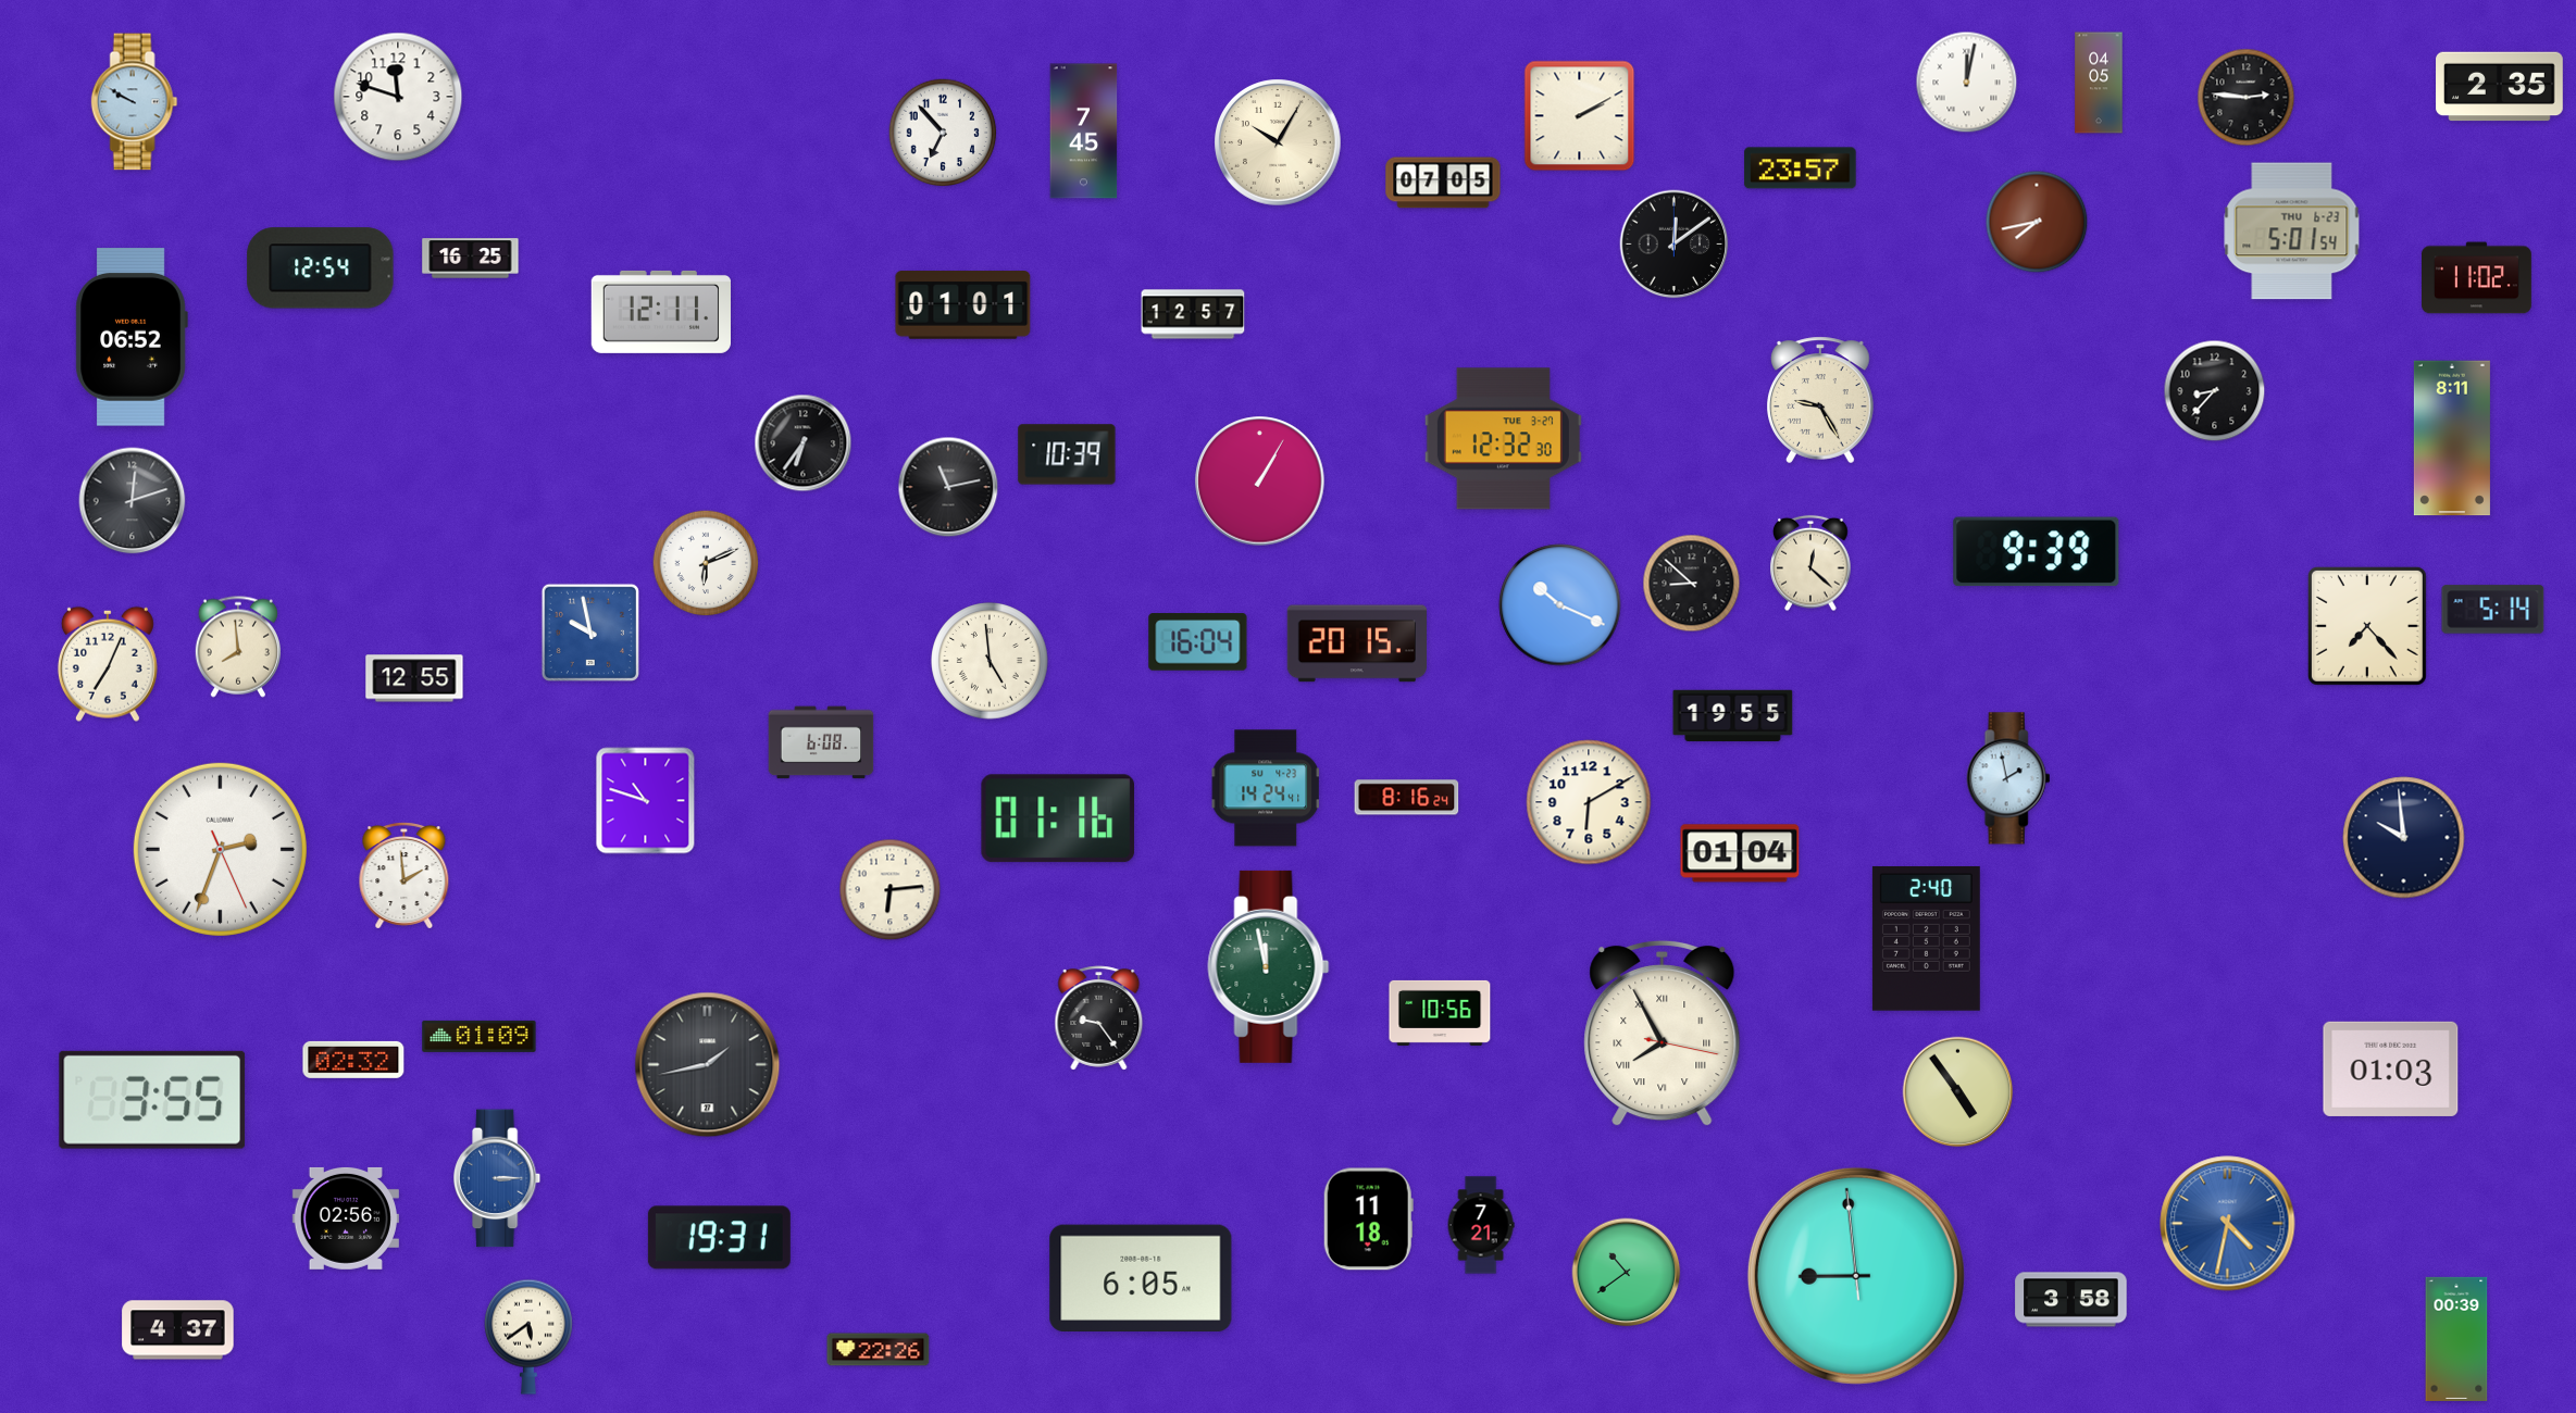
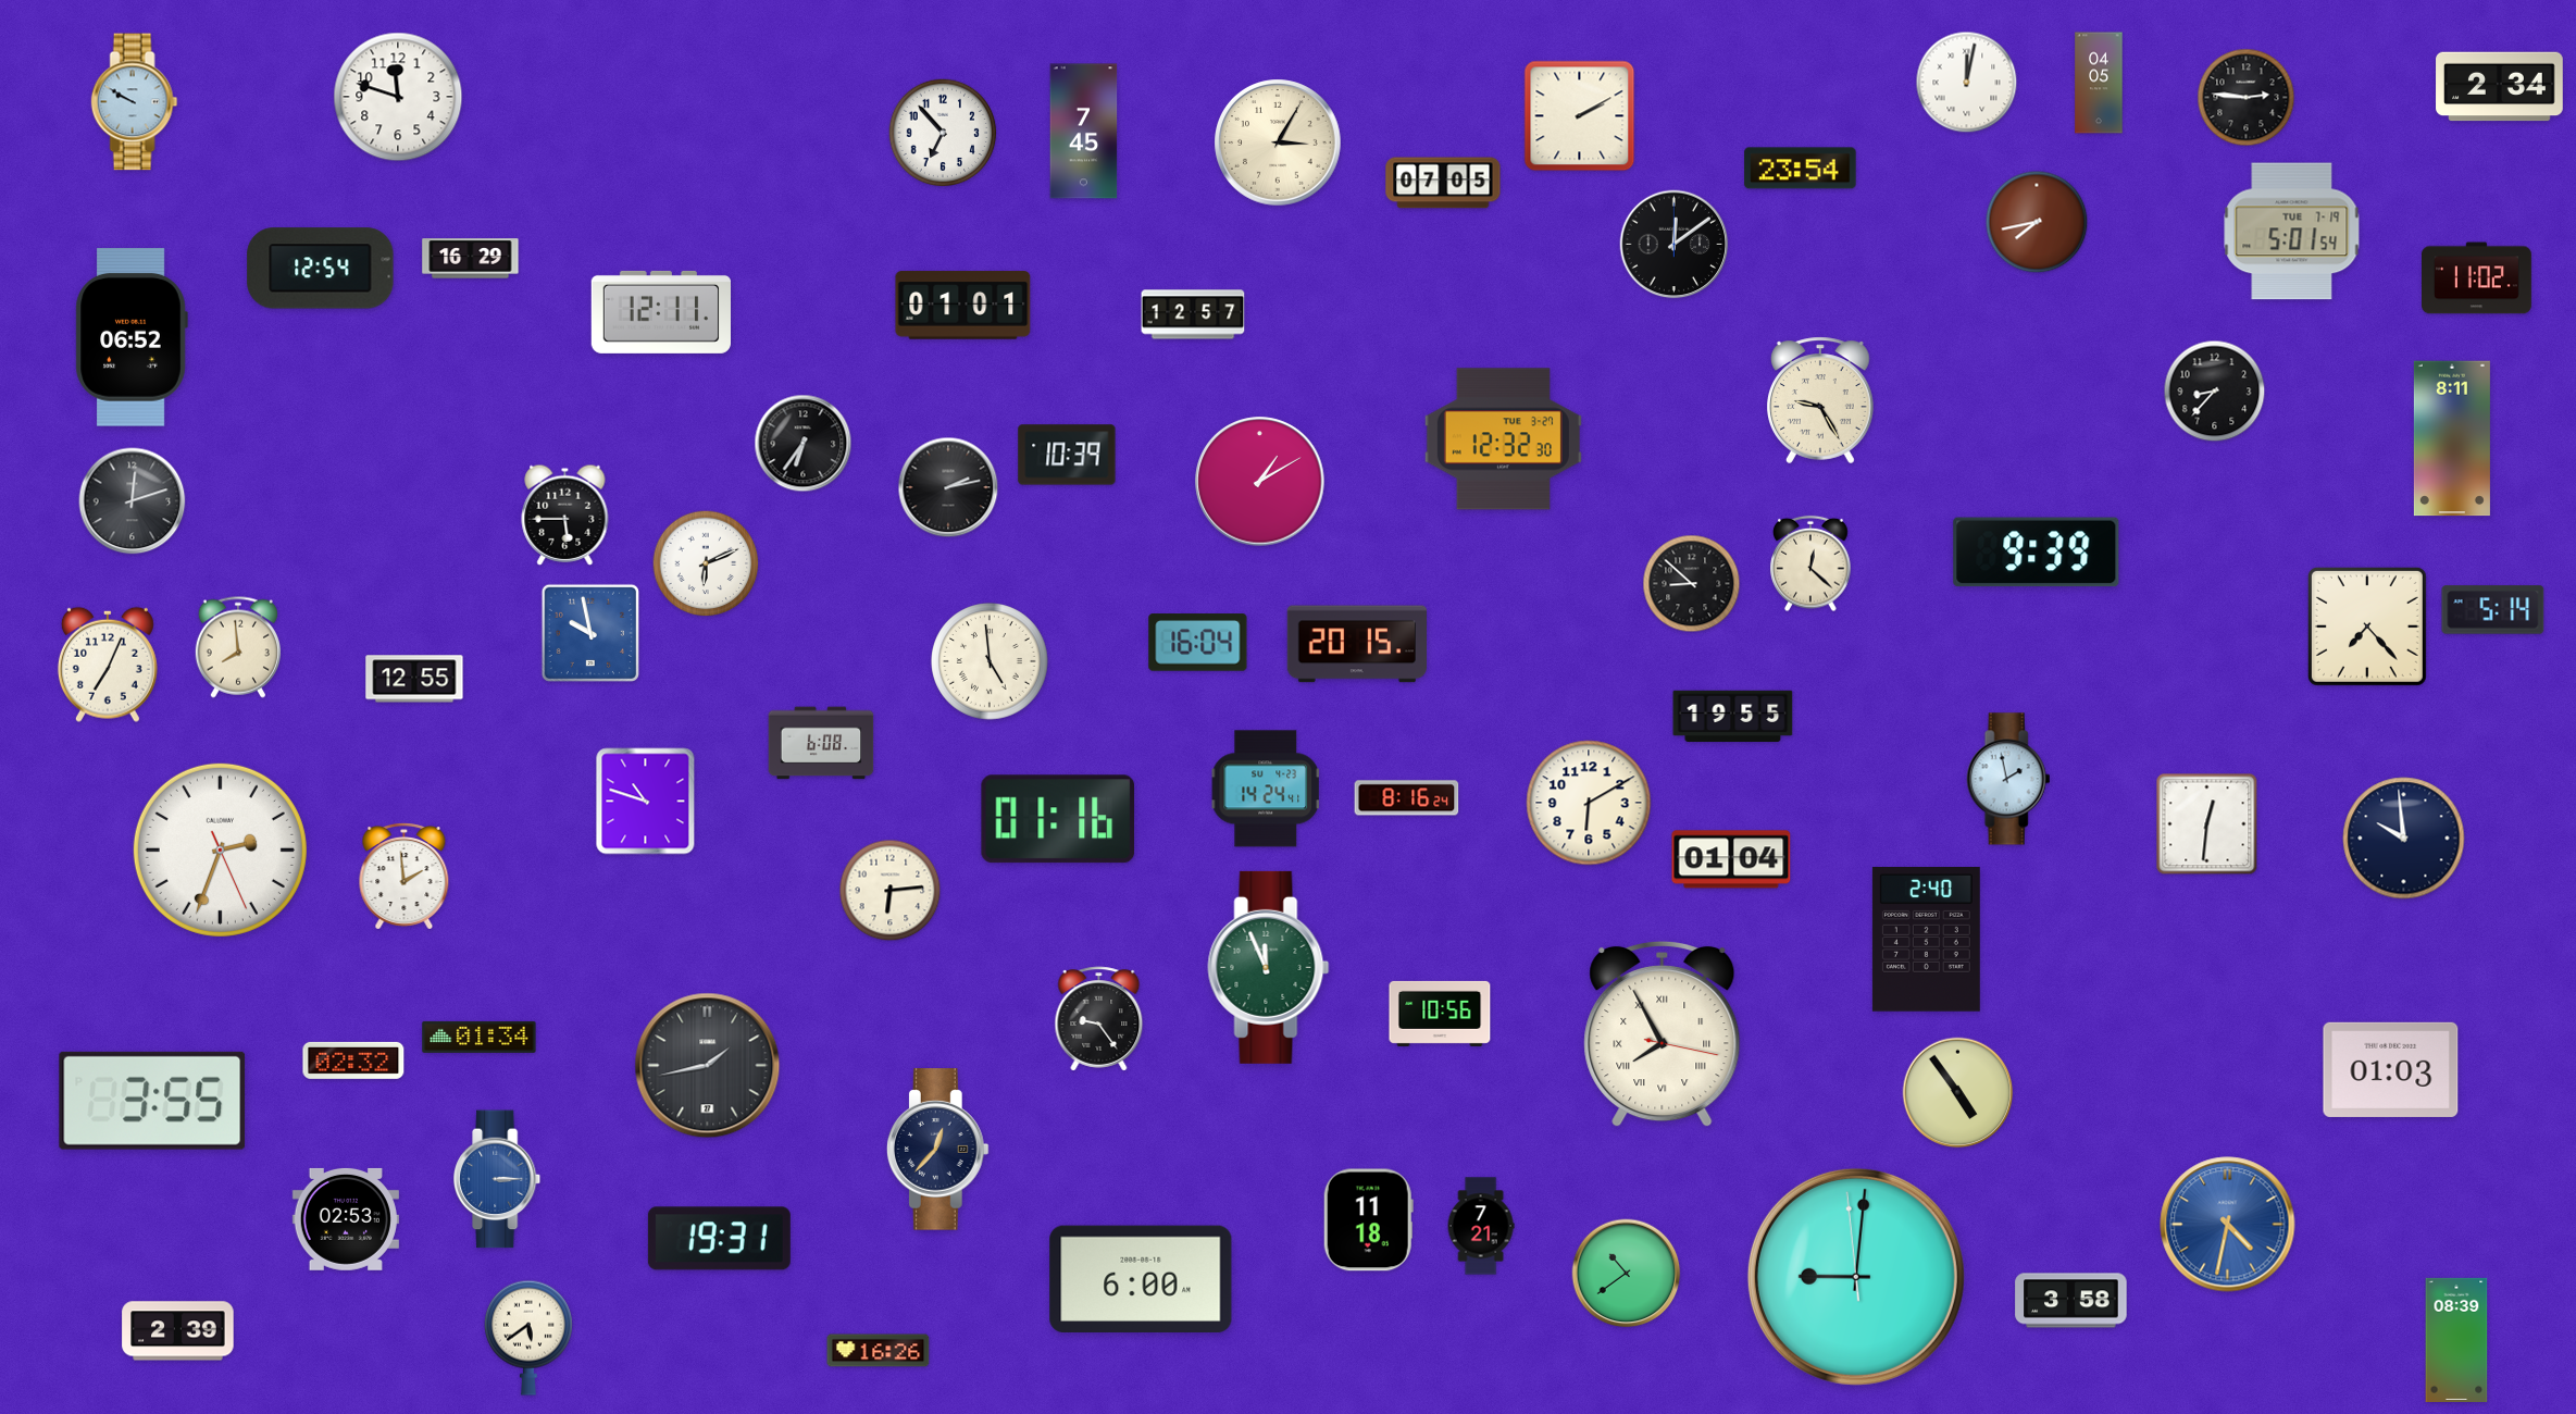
clock at (2500, 87): 2:35 -> 2:34
clock at (1278, 142): 10:05 -> 3:05
clock at (1801, 168): 23:57 -> 23:54
clock at (2292, 232) date: THU 6-23 -> TUE 7-19
clock at (471, 259): 16:25 -> 16:29
clock at (1260, 482): 1:05 -> 1:10
clock at (948, 487): 11:13 -> 2:13
clock at (565, 514): none -> 5:45
clock at (1560, 605): 10:19 -> none
clock at (2207, 824): none -> 12:31
clock at (1740, 853) position: (1740, 853) -> (1731, 859)
clock at (1269, 966): 11:58 -> 11:56
clock at (480, 1036): 01:09 -> 01:34
clock at (937, 1150): none -> 12:37
clock at (346, 1218): 02:56 -> 02:53
clock at (1856, 1276): 8:58 -> 9:00
clock at (1141, 1277): 6:05 -> 6:00
clock at (178, 1330): 4:37 -> 2:39
clock at (2456, 1339): 00:39 -> 08:39
clock at (879, 1350): 22:26 -> 16:26
